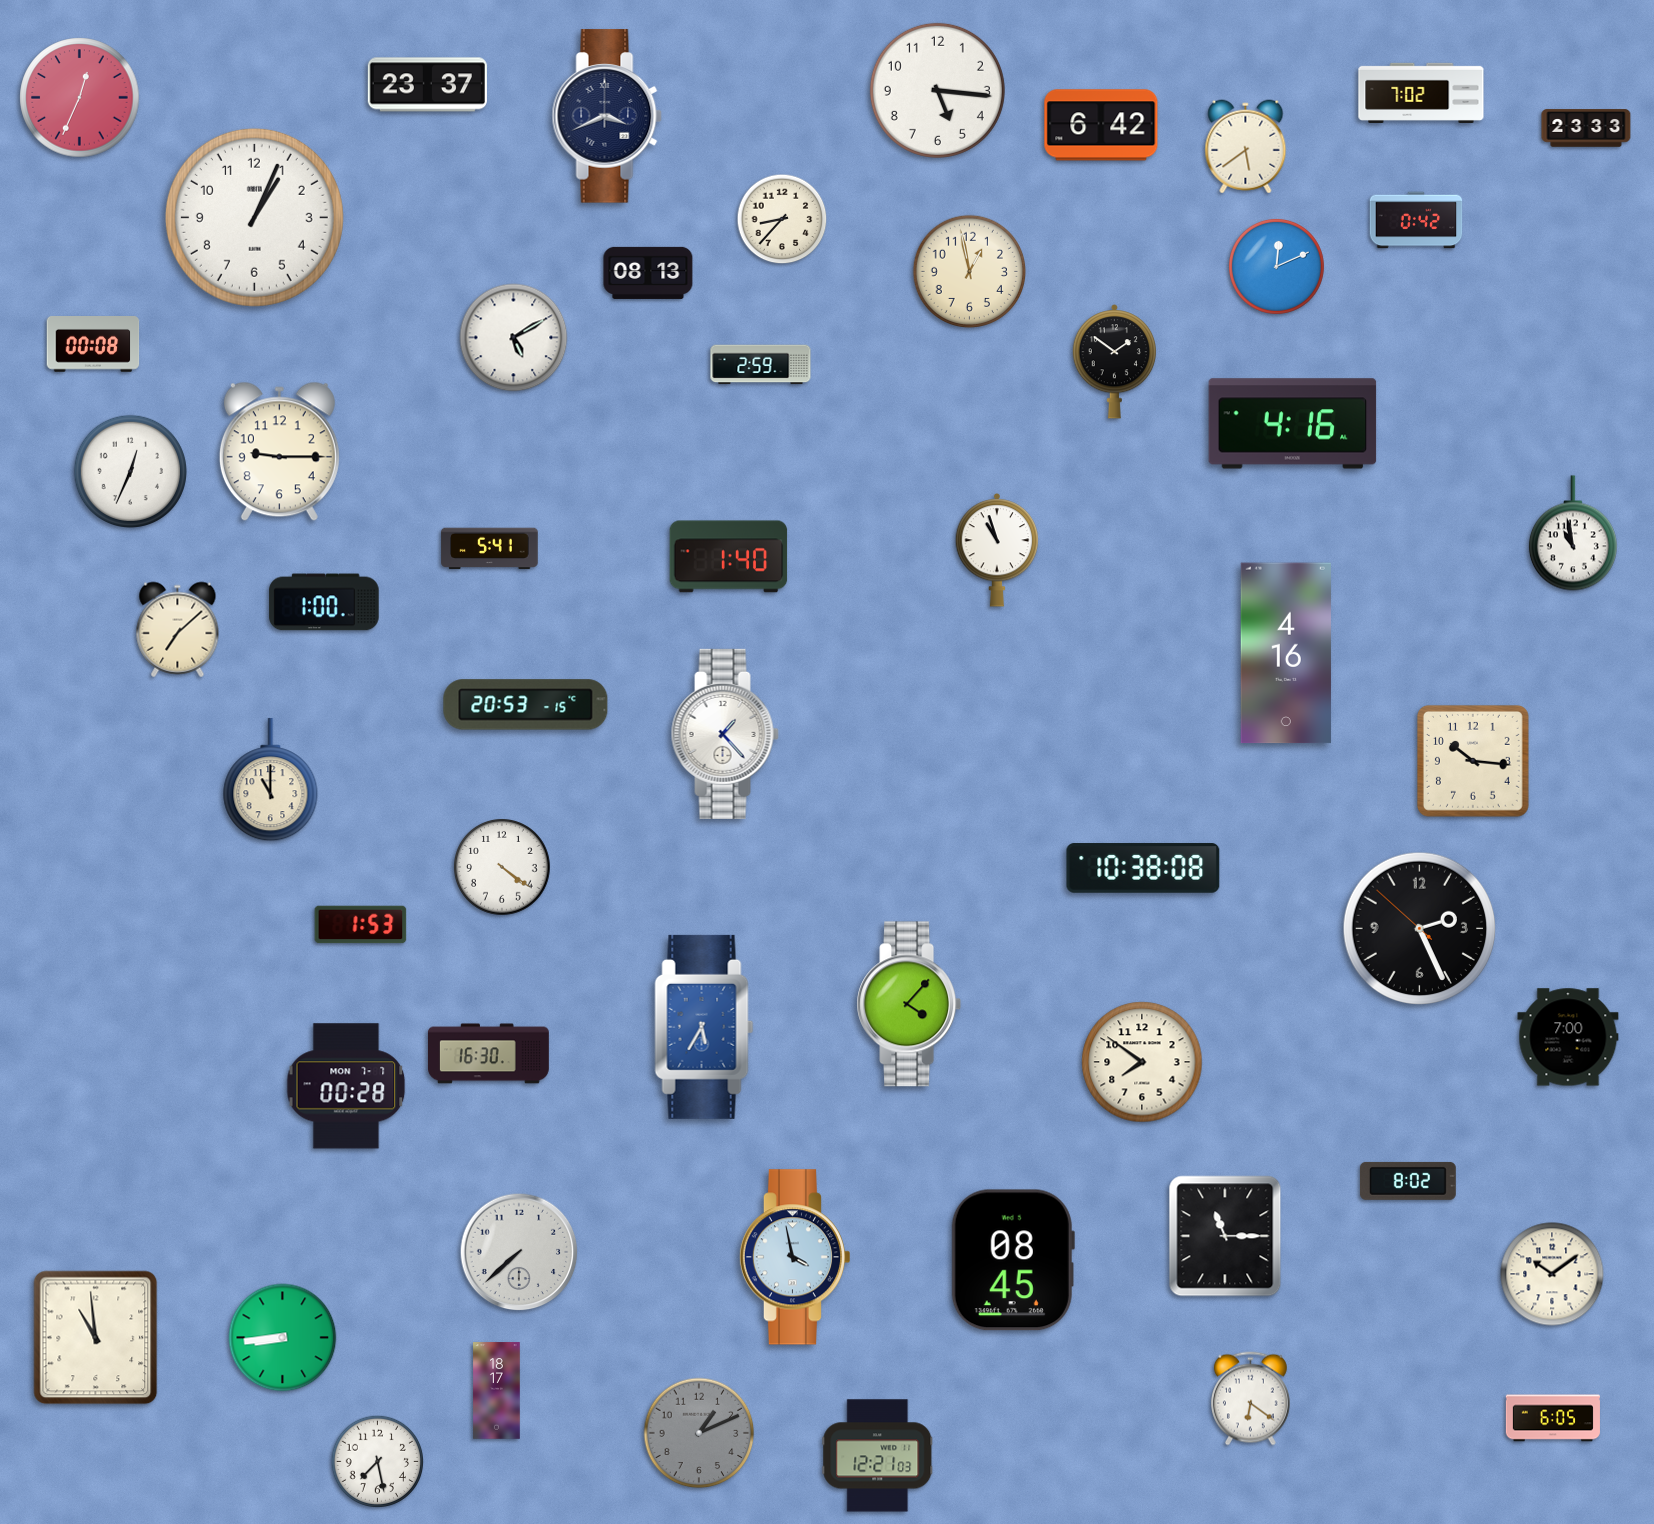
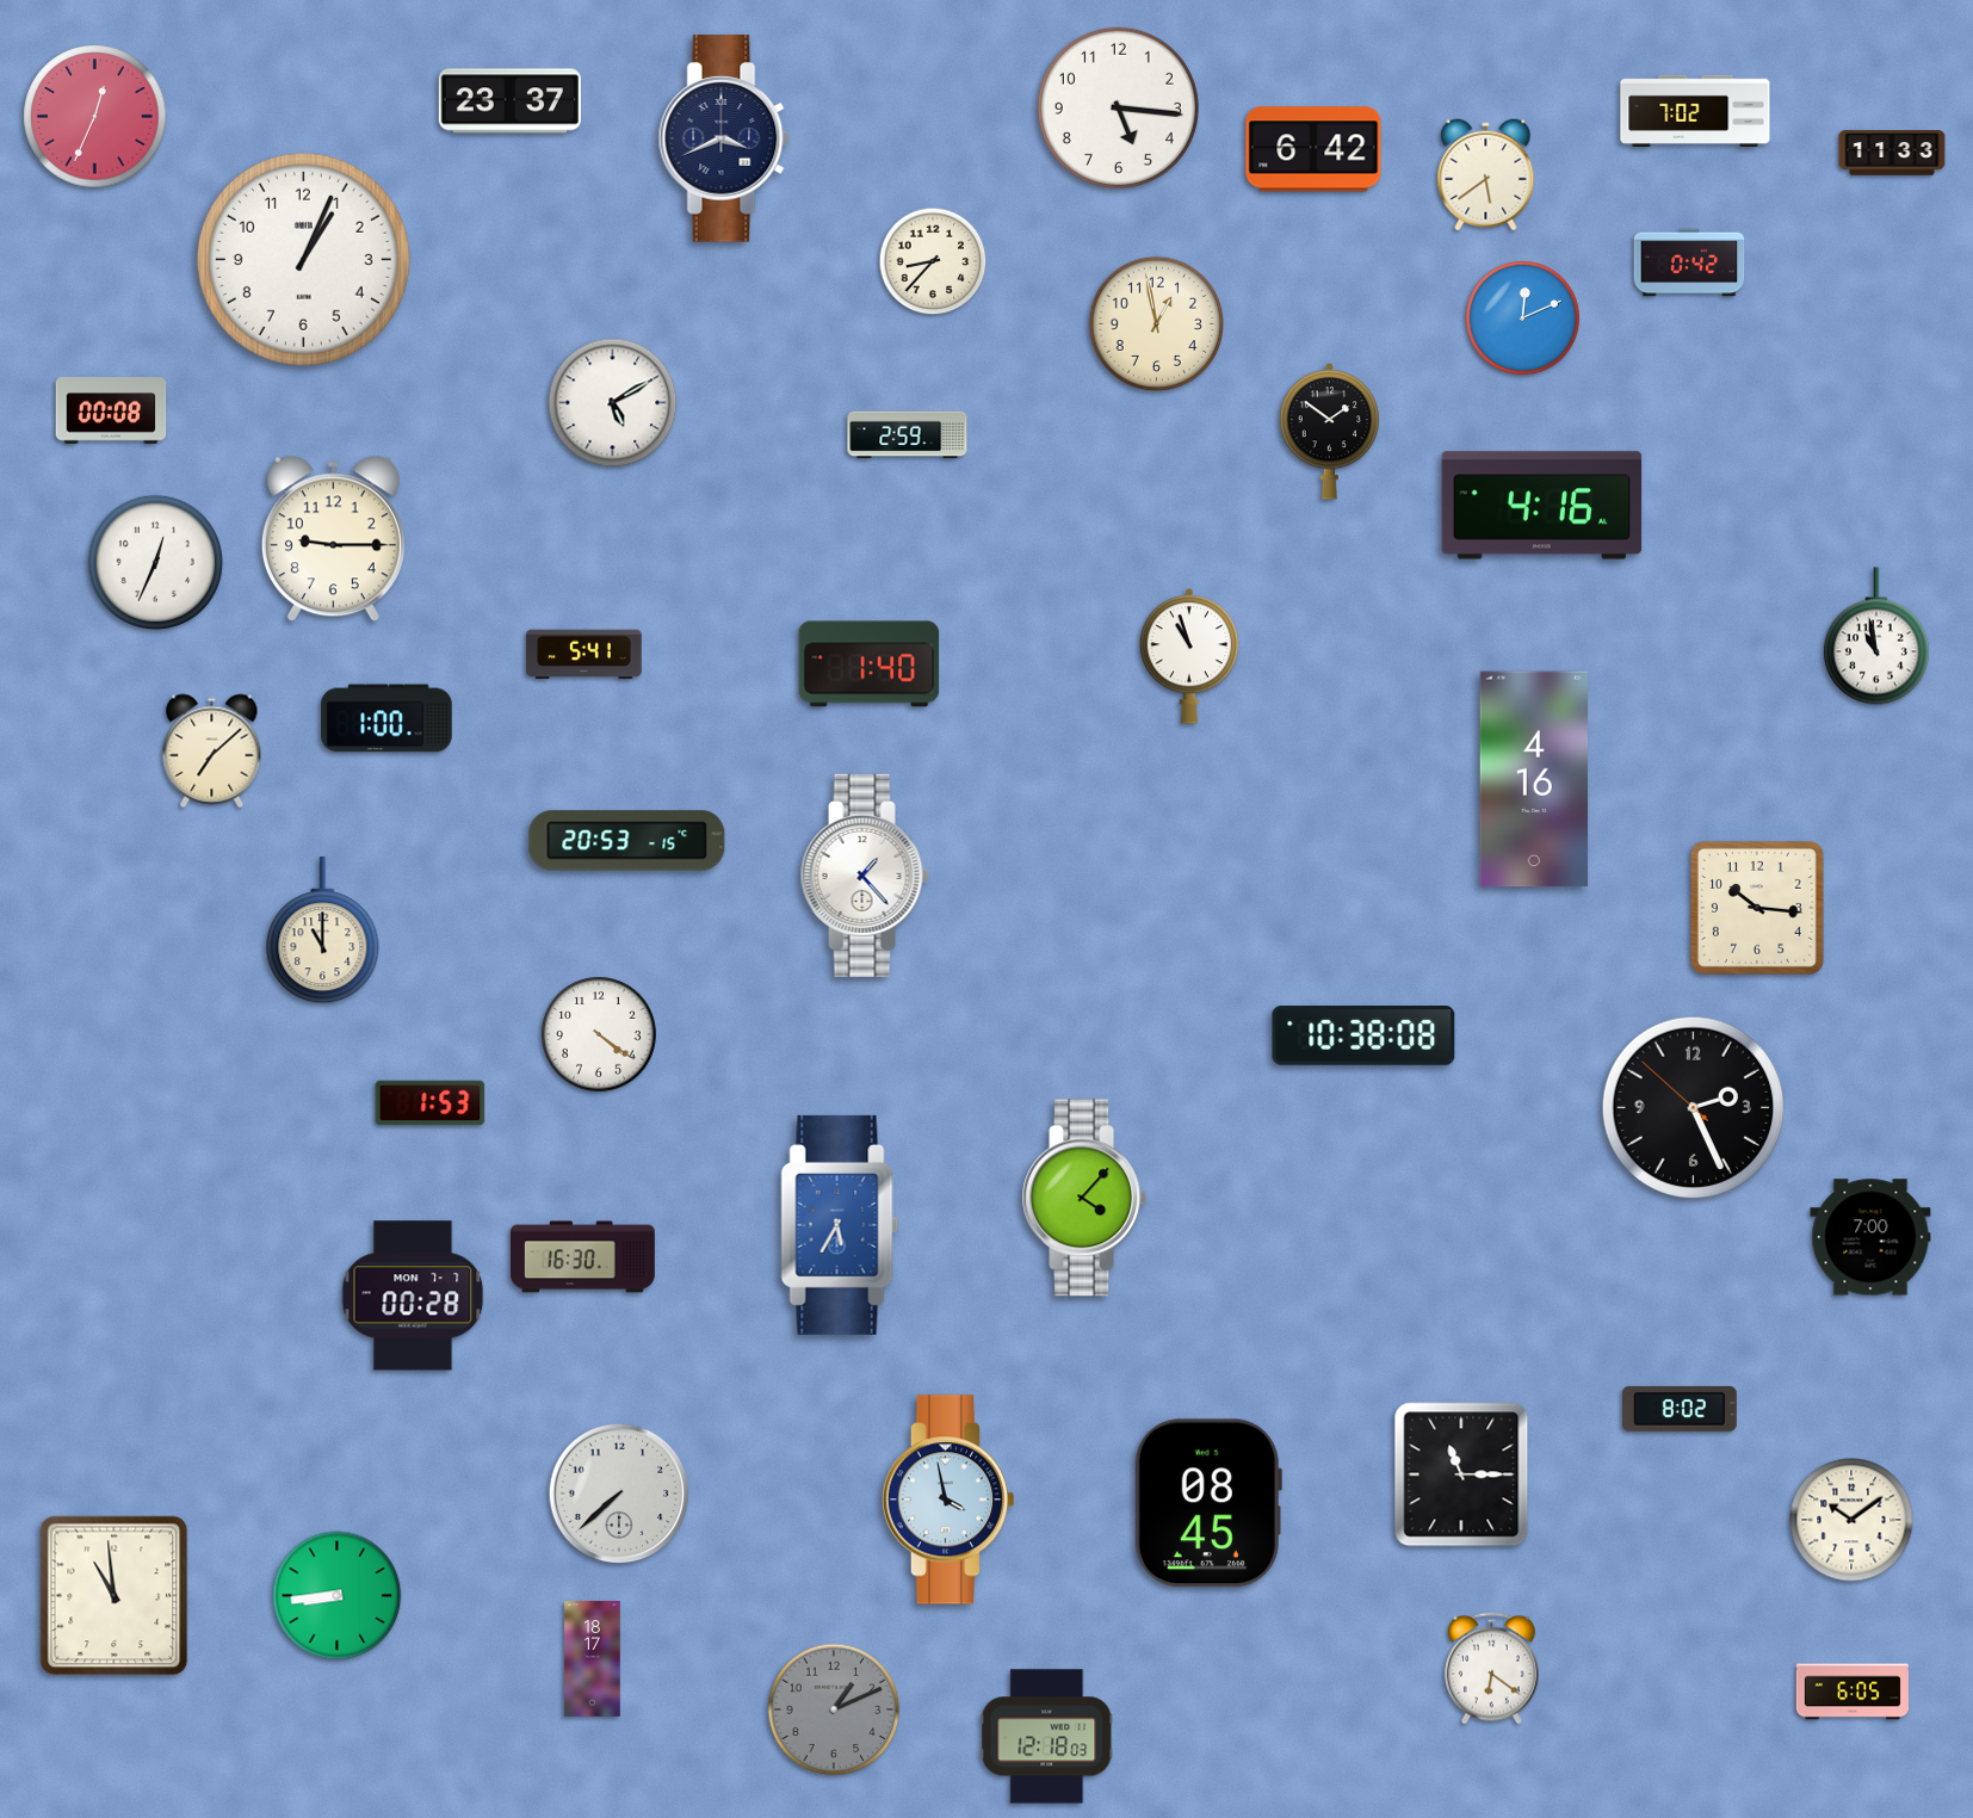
clock at (1586, 128): 23:33 -> 11:33
clock at (648, 273): 08:13 -> none
clock at (1142, 1062): 7:51 -> none
clock at (878, 1456): 12:21 -> 12:18
clock at (377, 1461): 7:28 -> none
